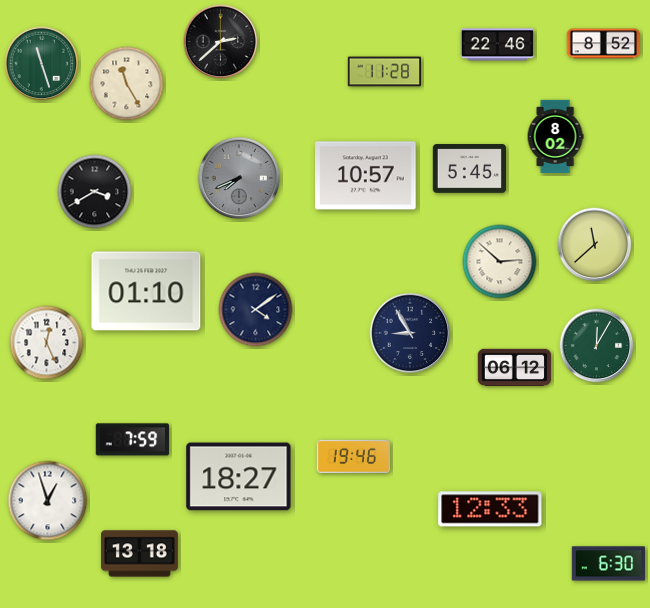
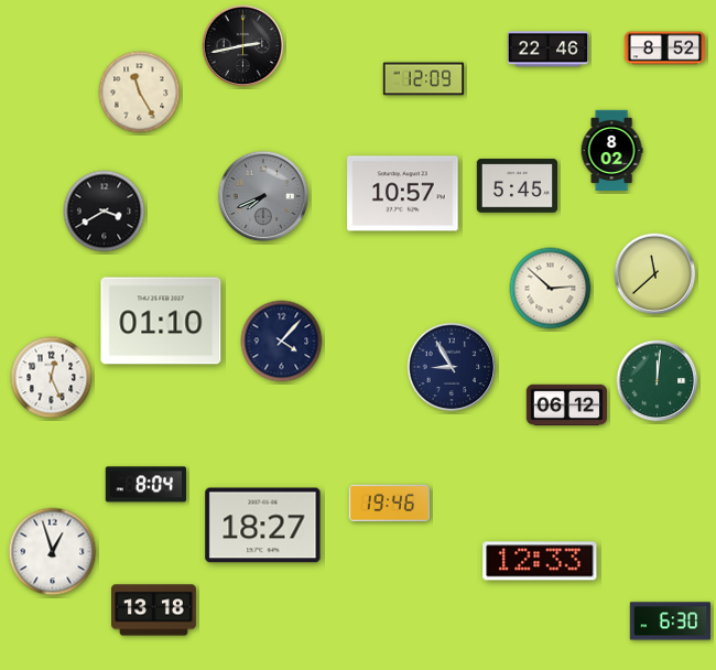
clock at (221, 42): 2:38 -> 2:43
clock at (42, 64): 11:27 -> none
clock at (385, 72): 11:28 -> 12:09
clock at (595, 245) position: (595, 245) -> (655, 274)
clock at (256, 310): 4:09 -> 4:07
clock at (597, 346): 12:05 -> 12:01
clock at (132, 440): 7:59 -> 8:04
